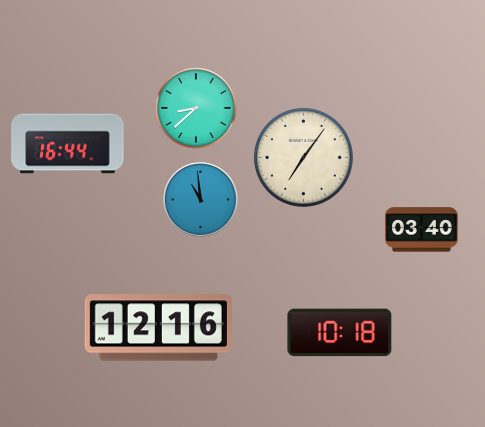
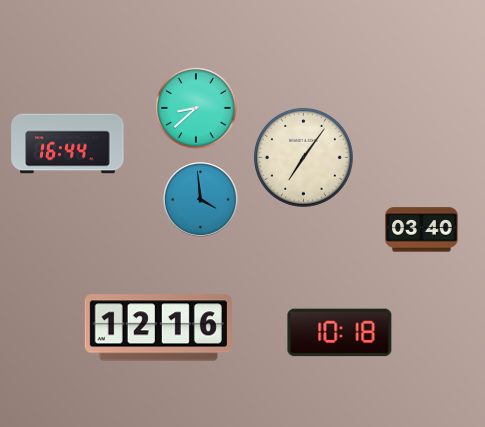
clock at (201, 200): 10:59 -> 3:59
